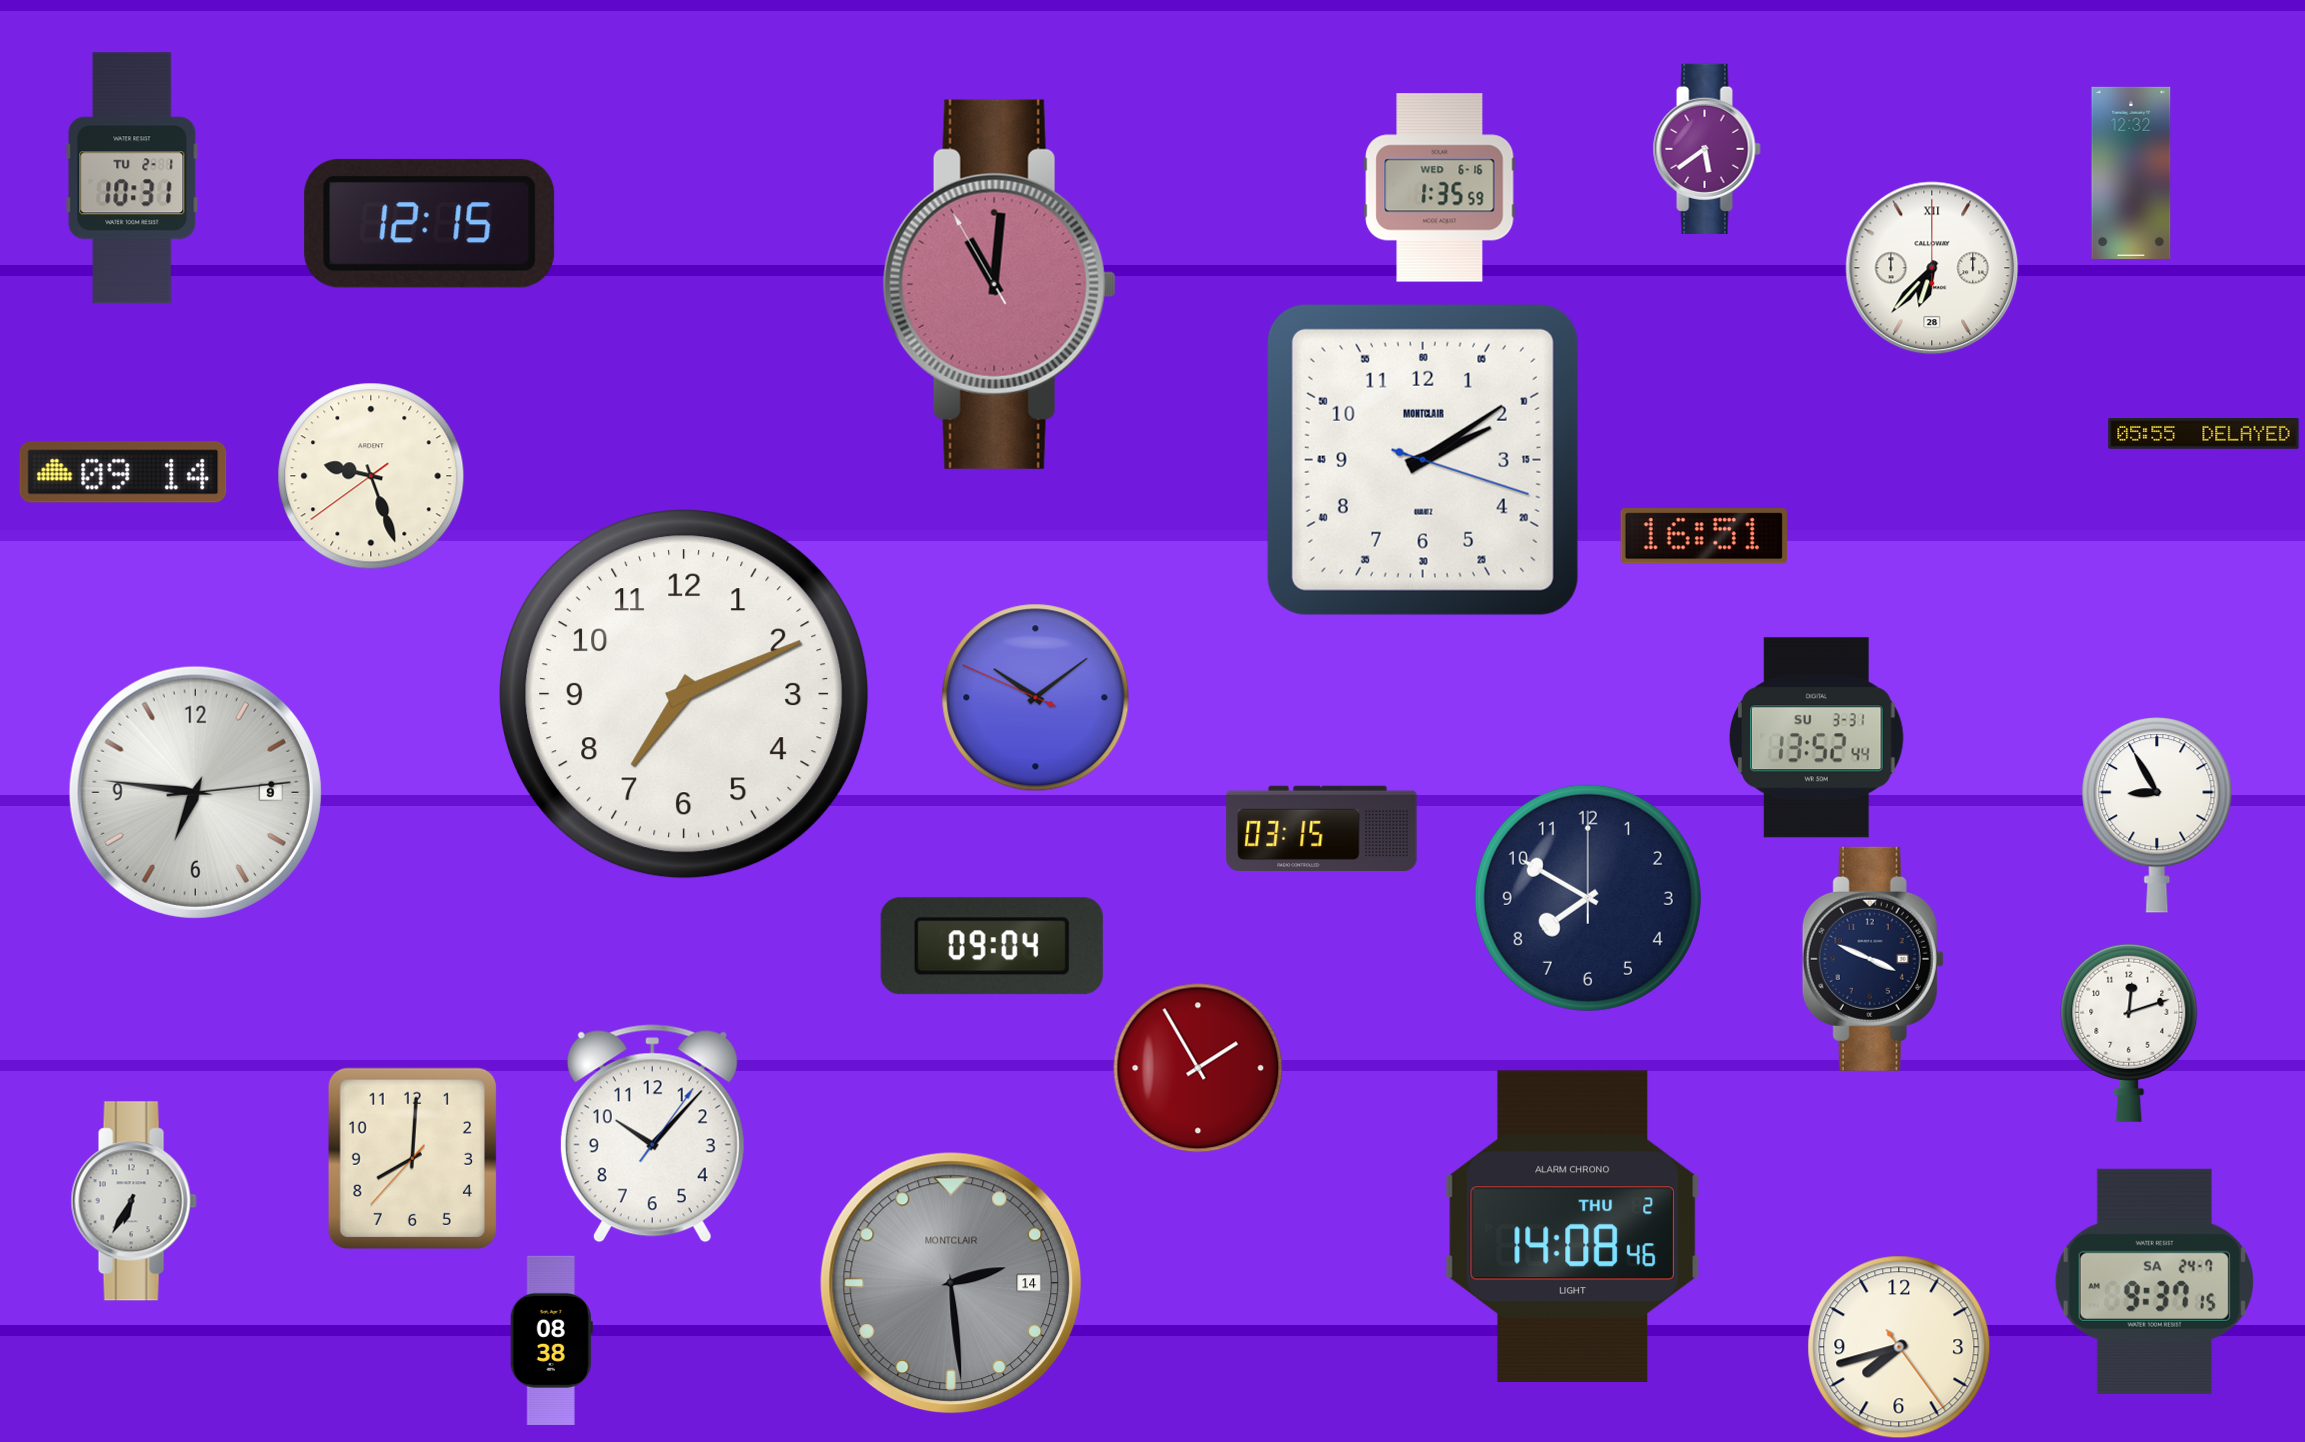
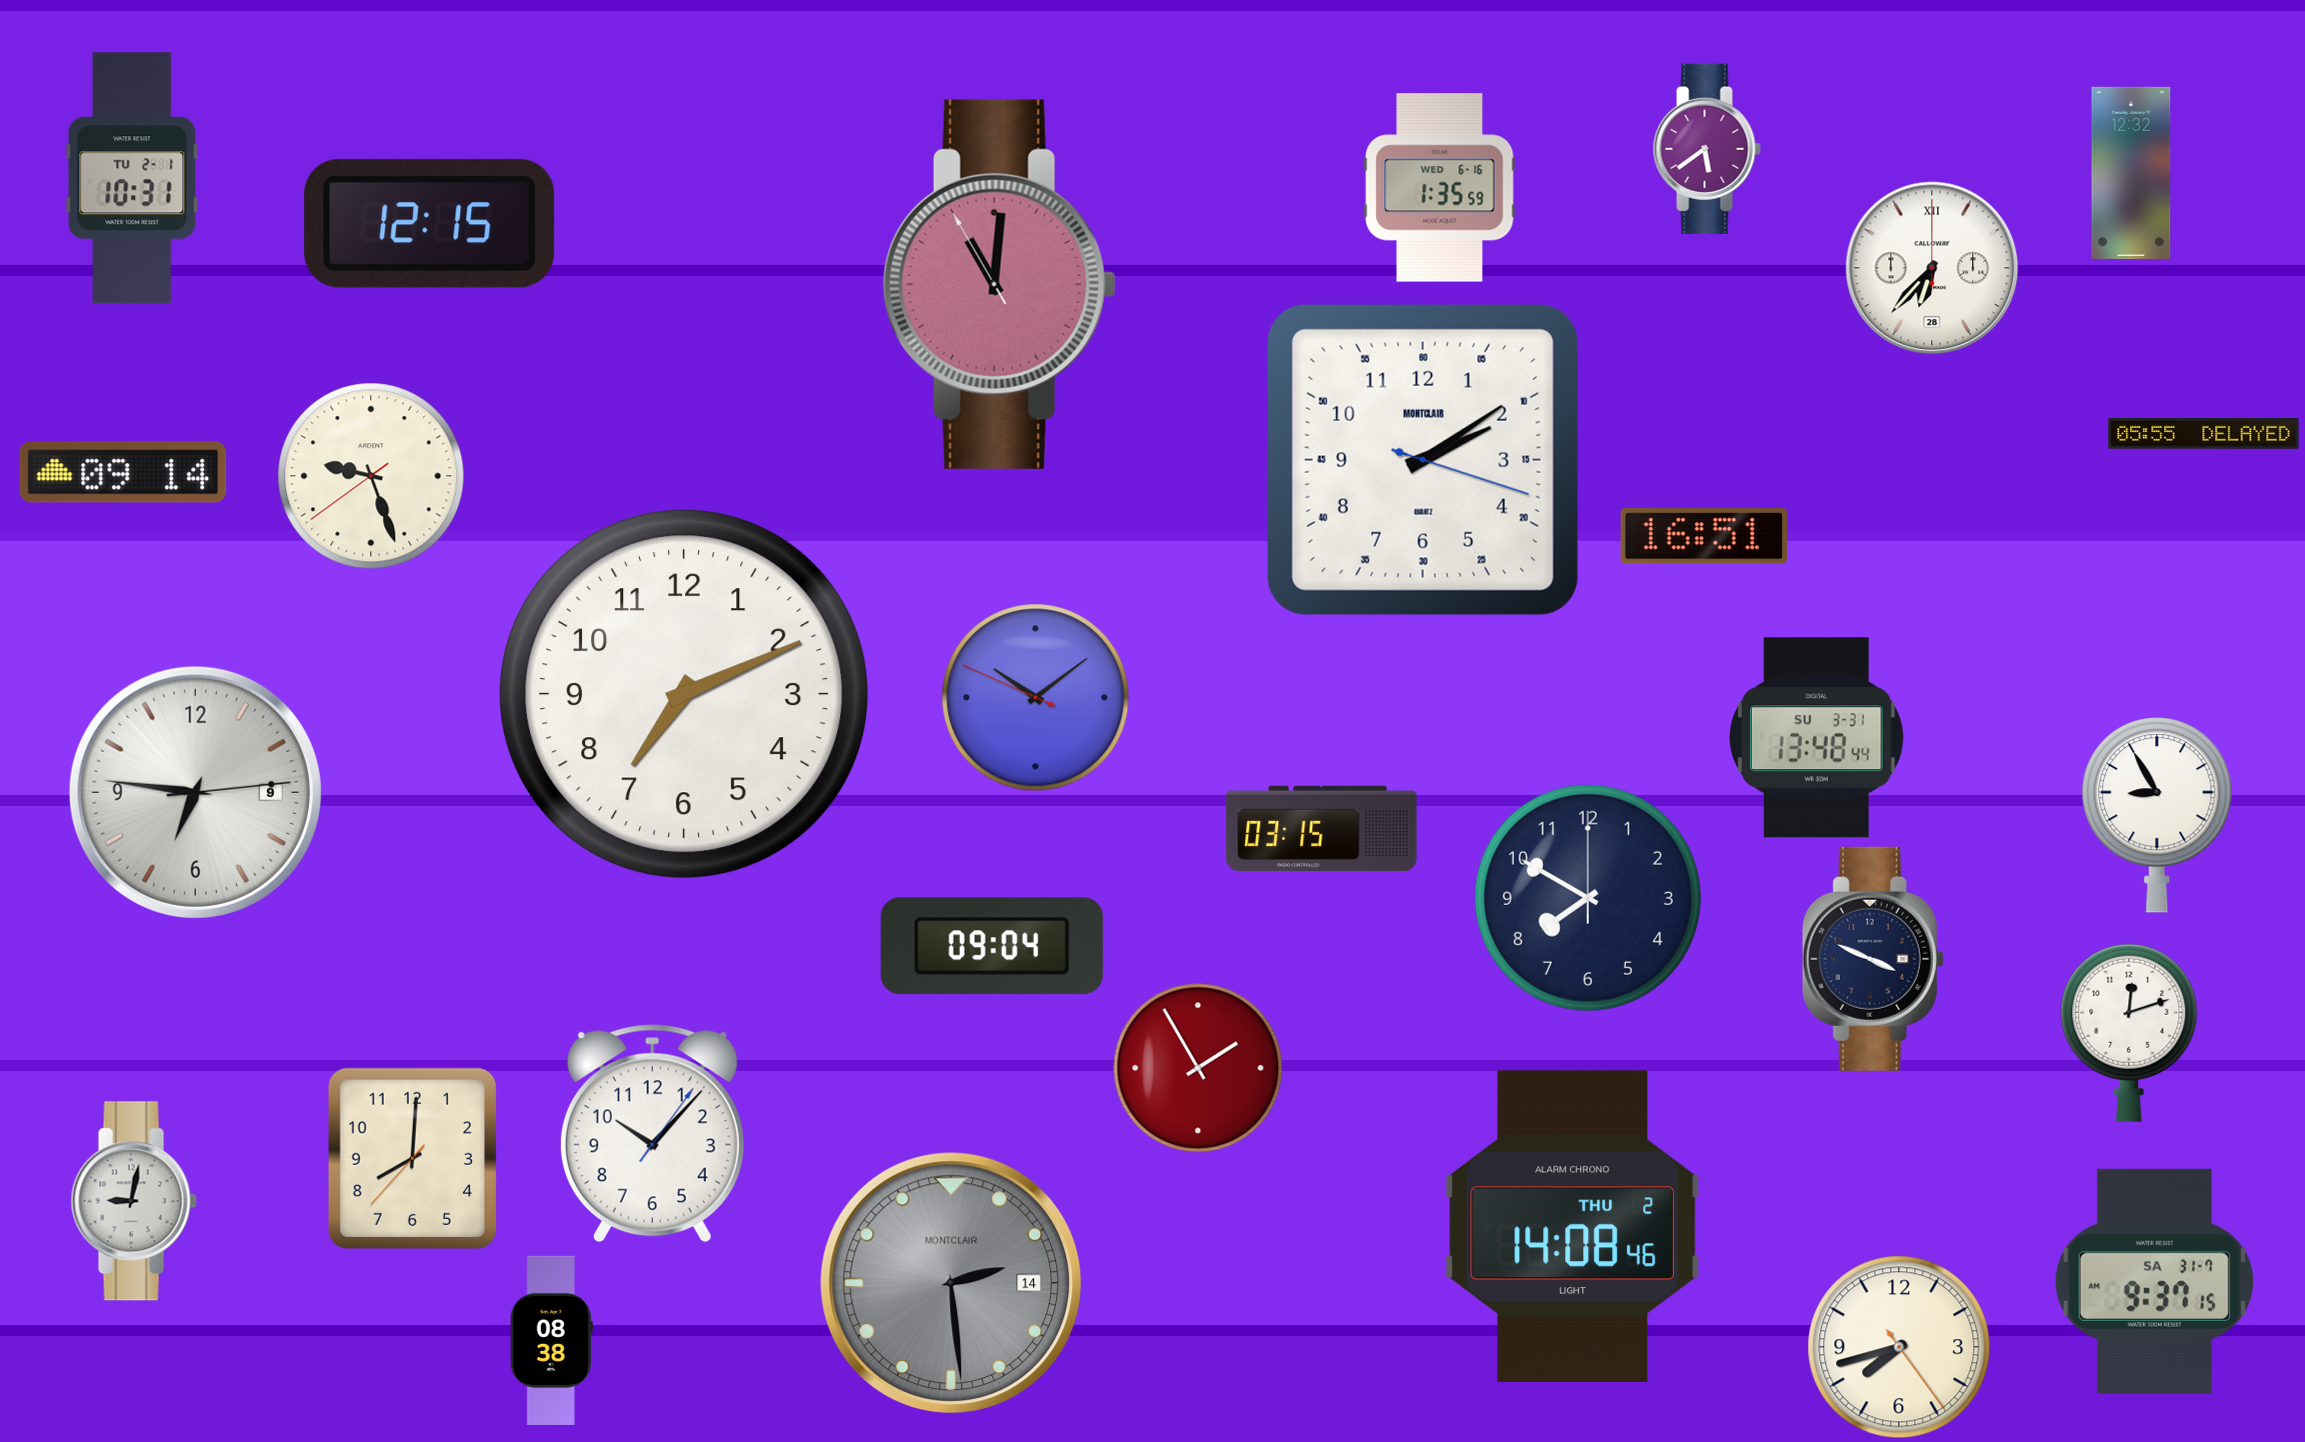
clock at (1817, 738): 13:52 -> 13:48
clock at (134, 1201): 6:35 -> 9:02
clock at (2154, 1281) date: SA 24-7 -> SA 31-7
